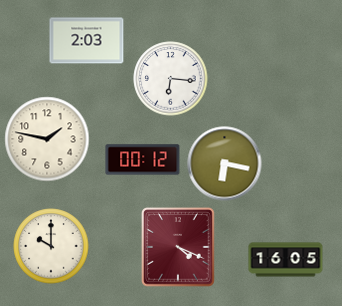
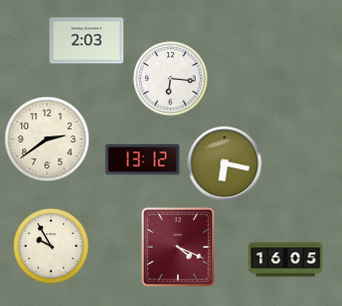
clock at (47, 139): 1:47 -> 2:39
clock at (143, 160): 00:12 -> 13:12
clock at (51, 246): 10:00 -> 9:55
